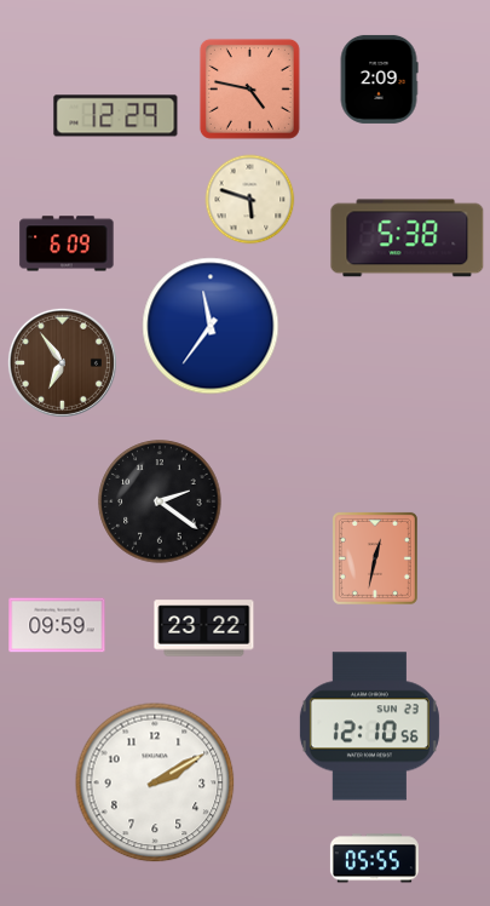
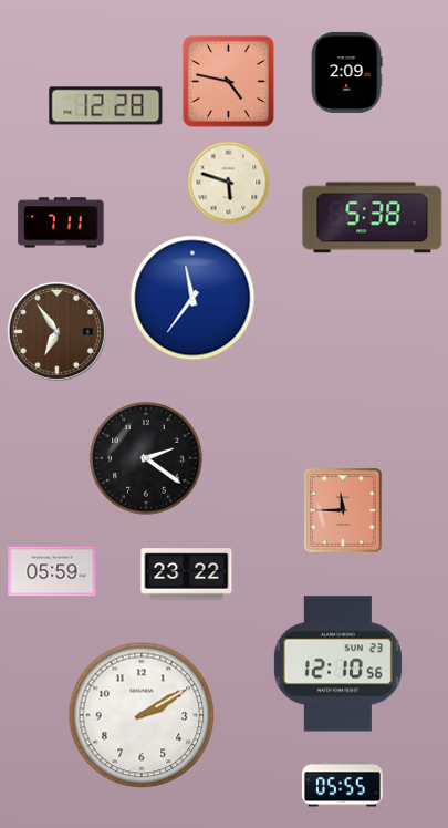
clock at (116, 116): 12:29 -> 12:28
clock at (67, 243): 6:09 -> 7:11
clock at (375, 558): 12:32 -> 11:45
clock at (57, 625): 09:59 -> 05:59
